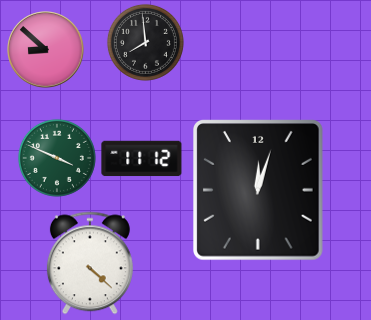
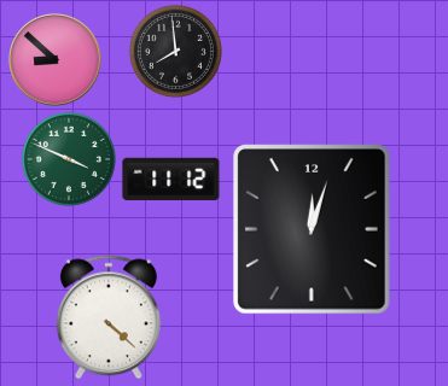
clock at (57, 158) position: (57, 158) -> (69, 159)
clock at (142, 159) position: (142, 159) -> (171, 180)
